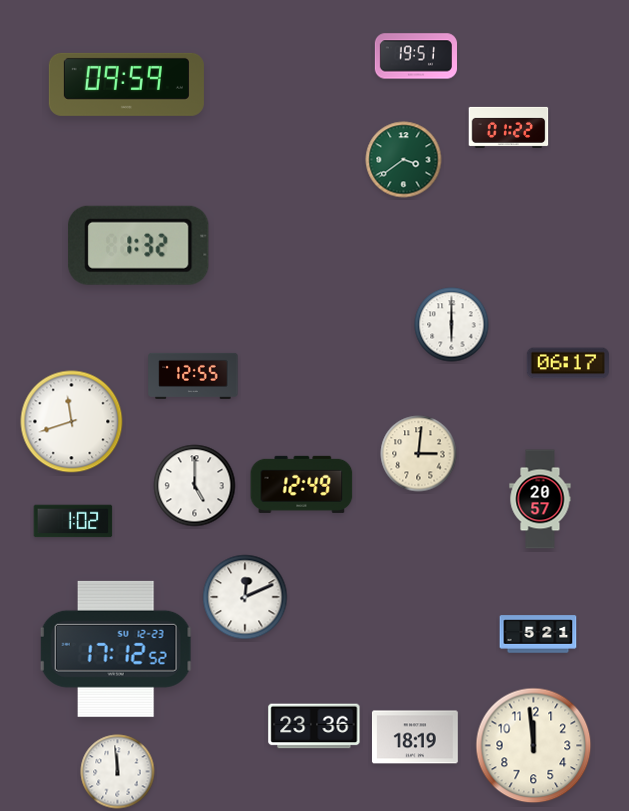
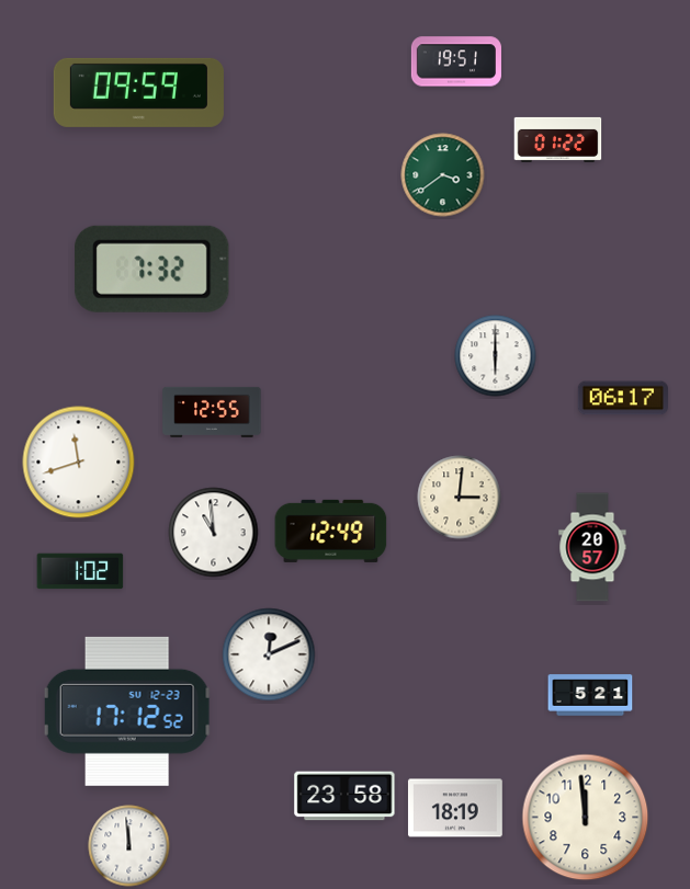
clock at (139, 245): 1:32 -> 7:32
clock at (195, 486): 5:00 -> 10:59
clock at (314, 726): 23:36 -> 23:58
